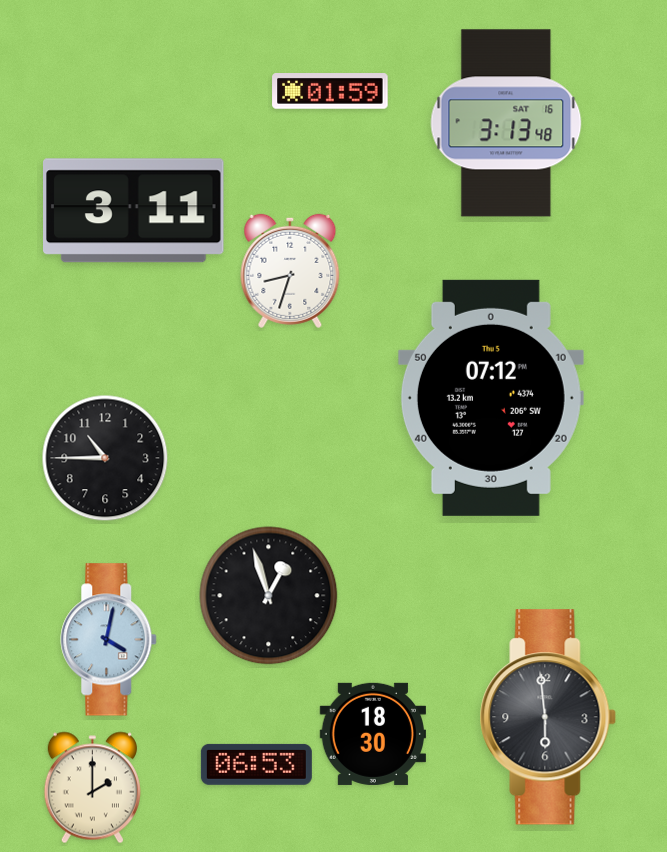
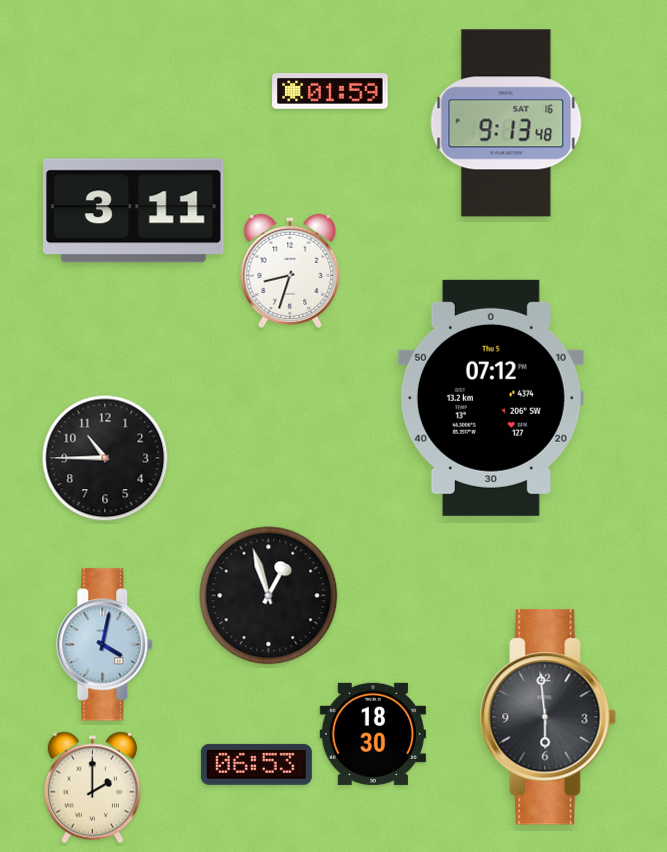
clock at (506, 123): 3:13 -> 9:13
clock at (109, 640) position: (109, 640) -> (105, 645)
